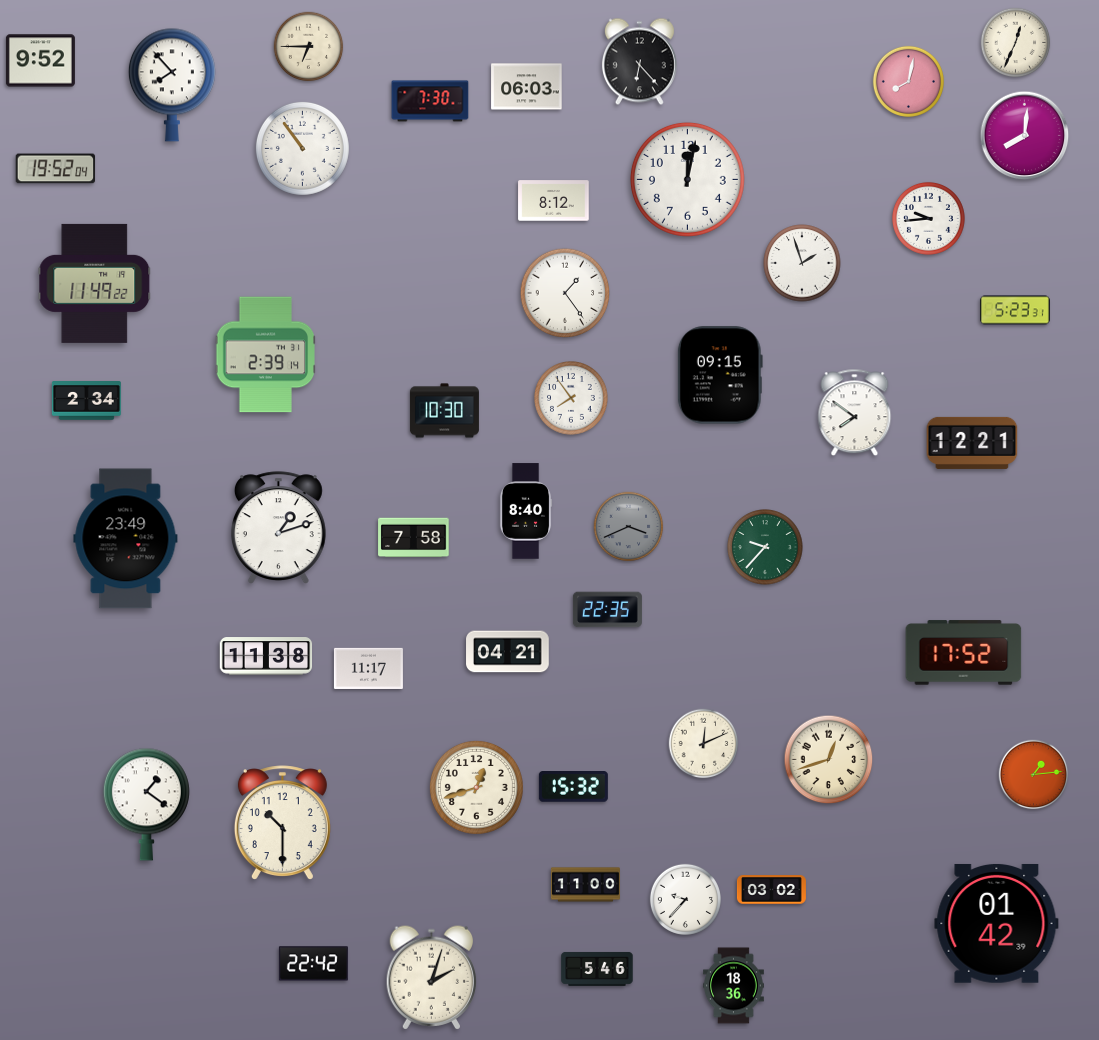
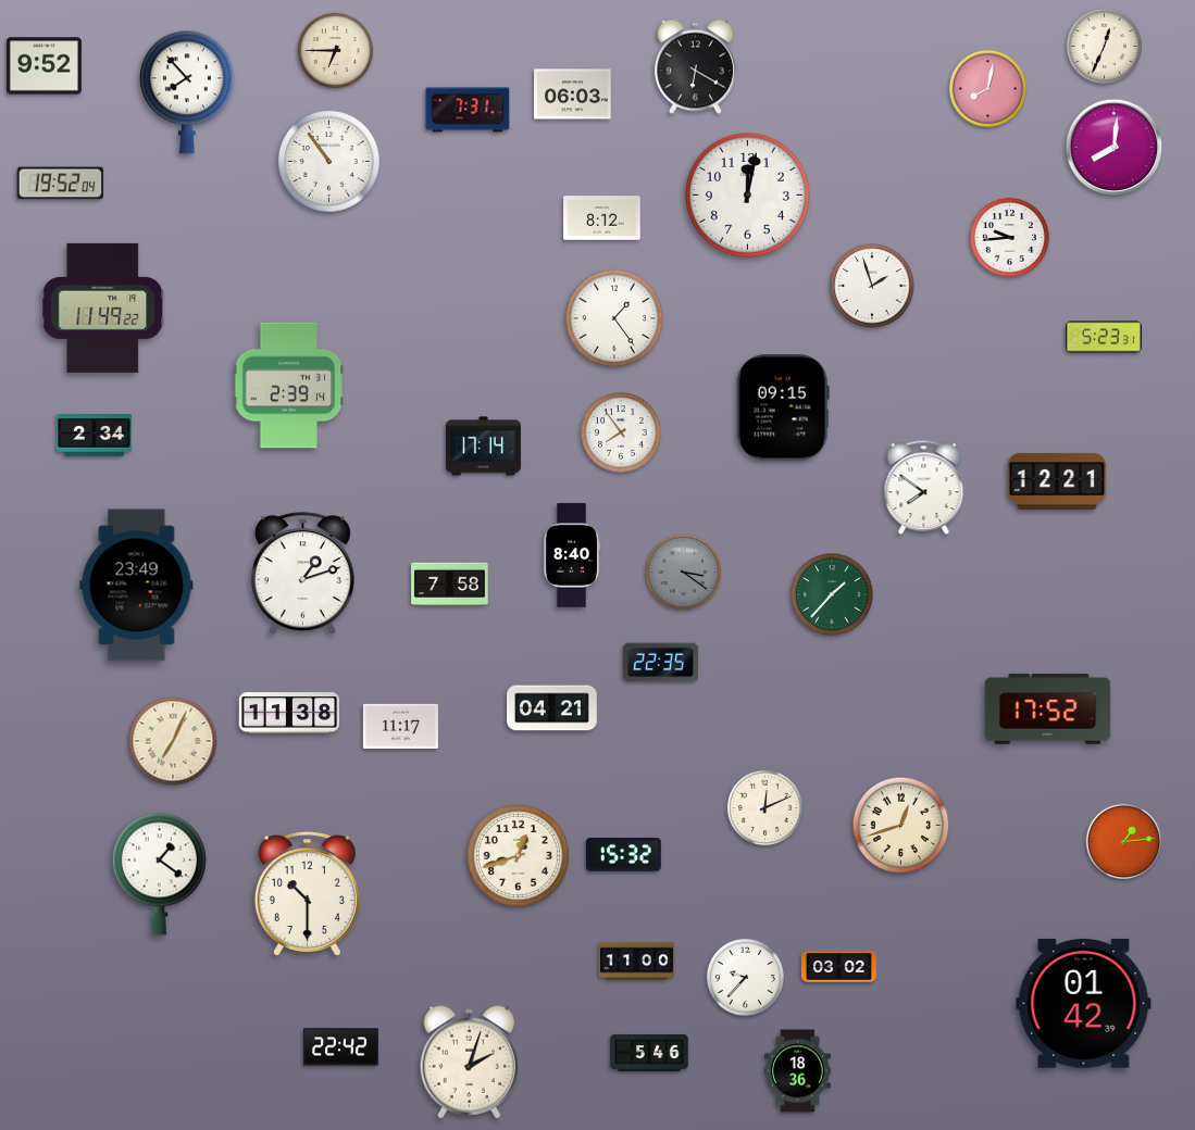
clock at (639, 62): 6:23 -> 6:20
clock at (430, 101): 7:30 -> 7:31
clock at (444, 411): 10:30 -> 17:14
clock at (855, 413) position: (855, 413) -> (924, 488)
clock at (629, 527): 3:41 -> 3:21
clock at (765, 547): 9:37 -> 1:37
clock at (173, 741): none -> 7:04
